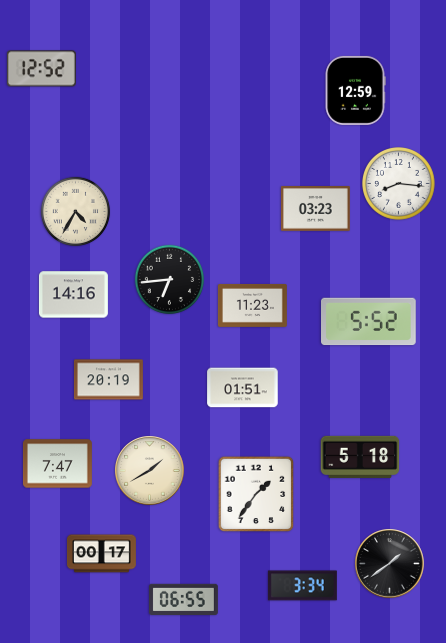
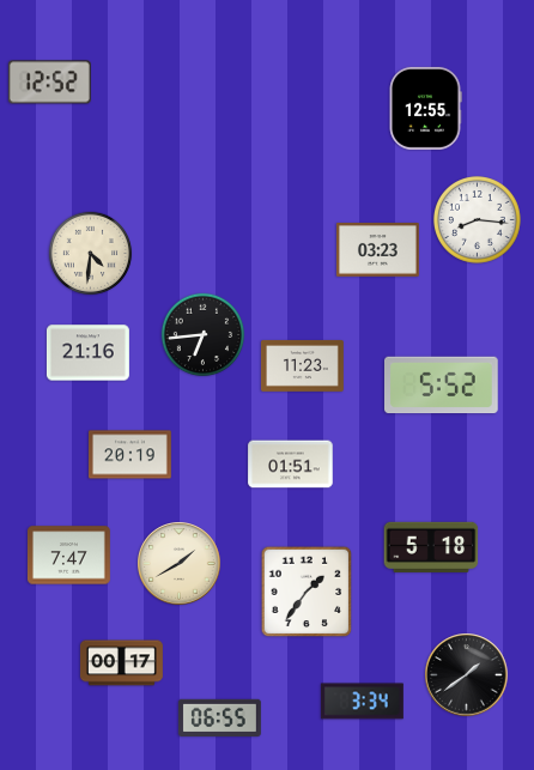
clock at (355, 90): 12:59 -> 12:55
clock at (76, 212): 4:35 -> 4:31
clock at (73, 295): 14:16 -> 21:16
